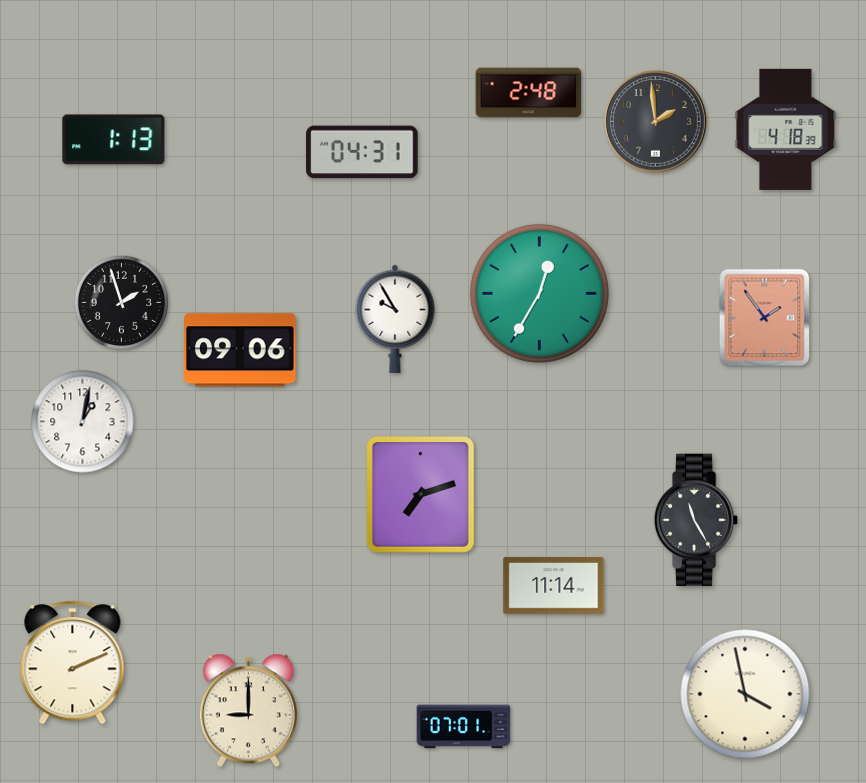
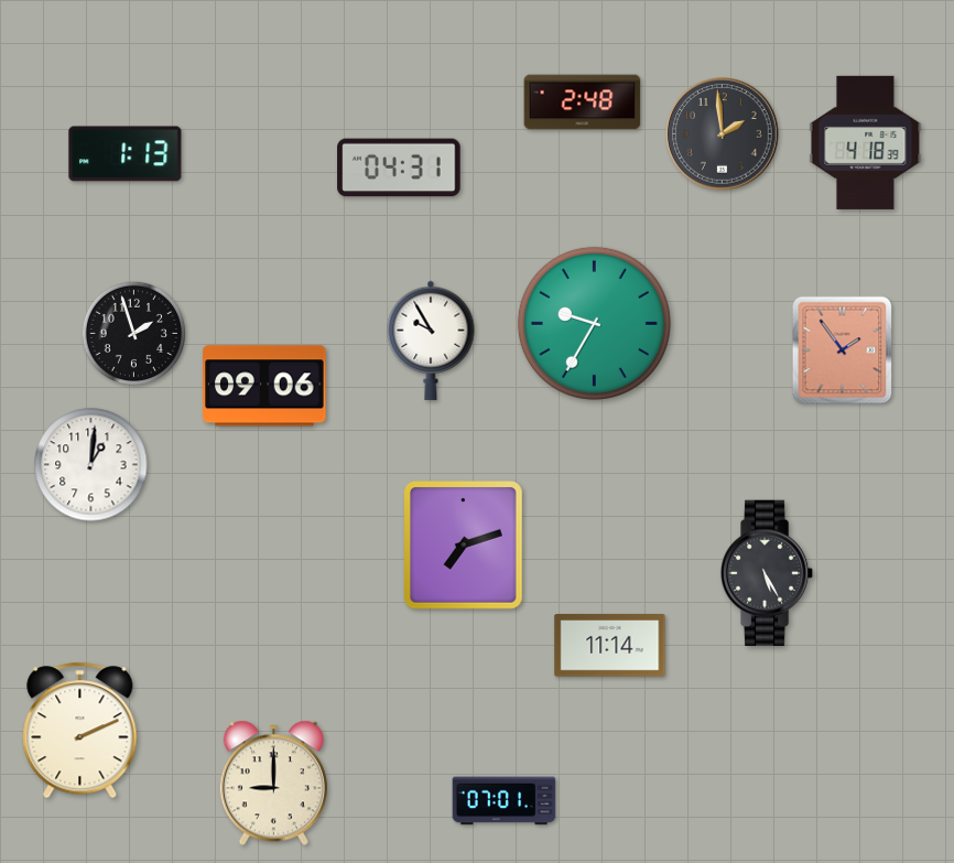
clock at (539, 293): 12:35 -> 9:35
clock at (395, 319) position: (395, 319) -> (431, 341)
clock at (83, 422): 1:02 -> 1:01
clock at (696, 520): 11:25 -> 5:25
clock at (745, 694): 3:58 -> none
clock at (464, 727) position: (464, 727) -> (505, 801)
